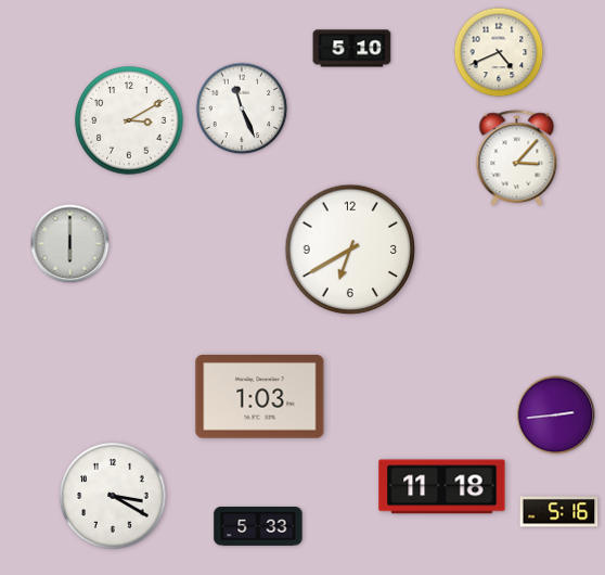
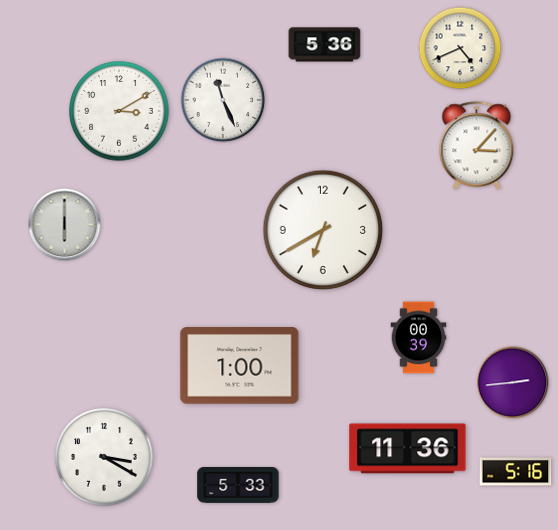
clock at (352, 49): 5:10 -> 5:36
clock at (419, 338): none -> 00:39
clock at (260, 397): 1:03 -> 1:00
clock at (442, 487): 11:18 -> 11:36
